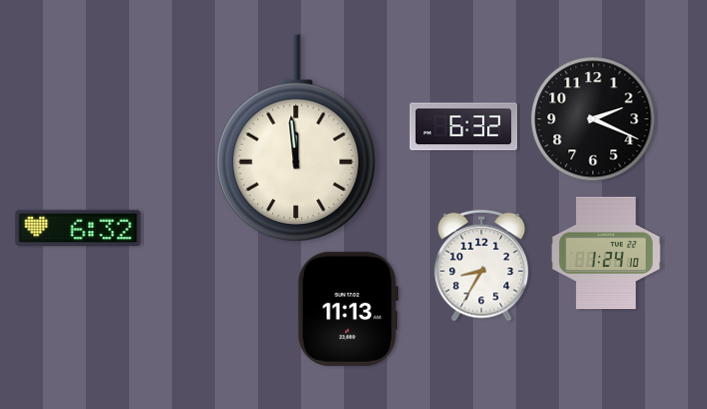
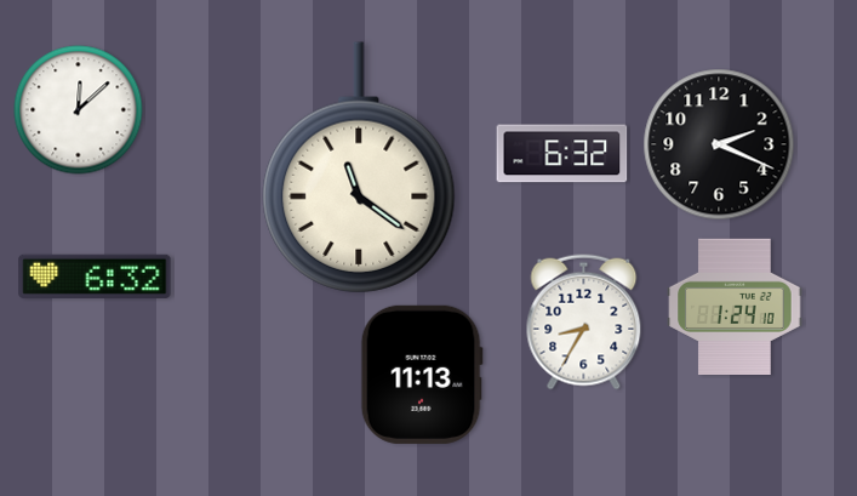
clock at (79, 110): none -> 12:08
clock at (296, 138): 11:59 -> 11:21
